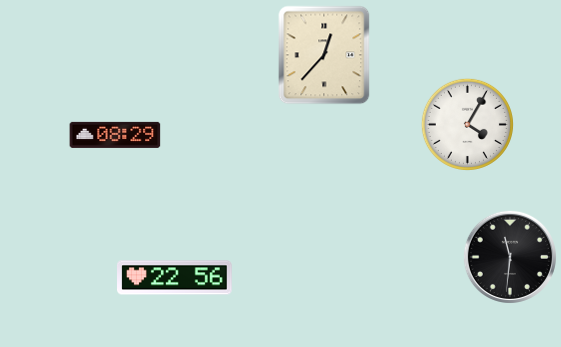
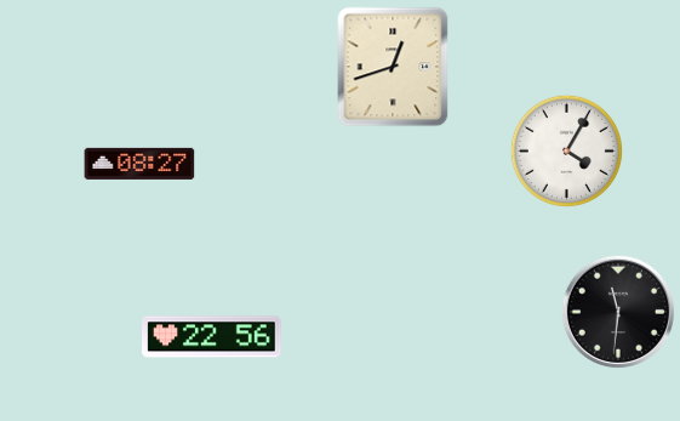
clock at (324, 55): 12:37 -> 12:42
clock at (115, 135): 08:29 -> 08:27
